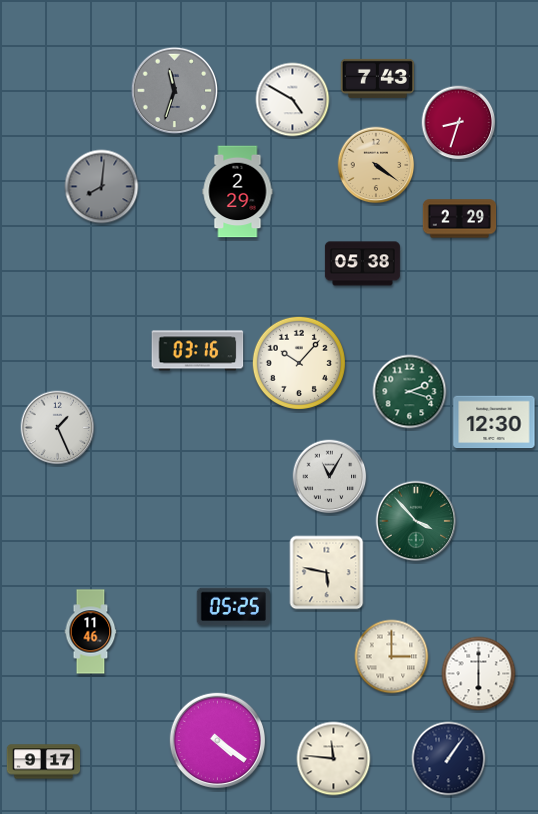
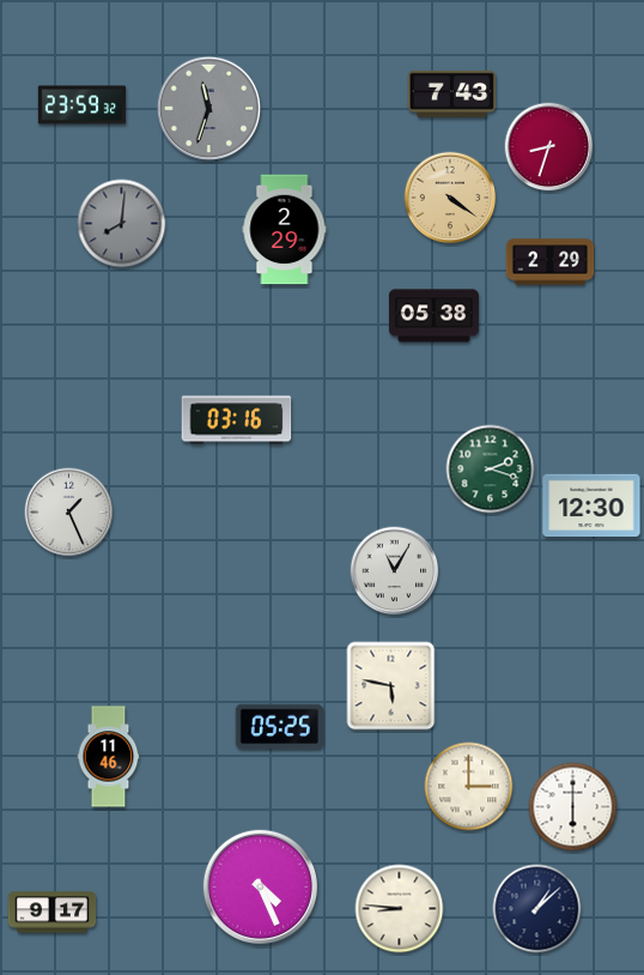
clock at (83, 105): none -> 23:59
clock at (293, 100): 4:50 -> none
clock at (299, 363): 10:07 -> none
clock at (416, 521): 3:53 -> none
clock at (217, 740): 4:21 -> 4:26
clock at (334, 759): 11:46 -> 8:46
clock at (449, 759): 1:06 -> 1:08
